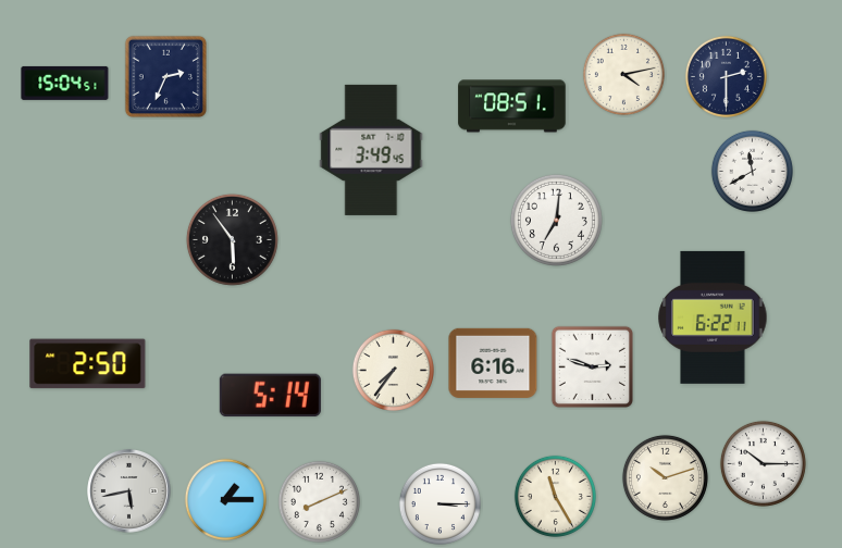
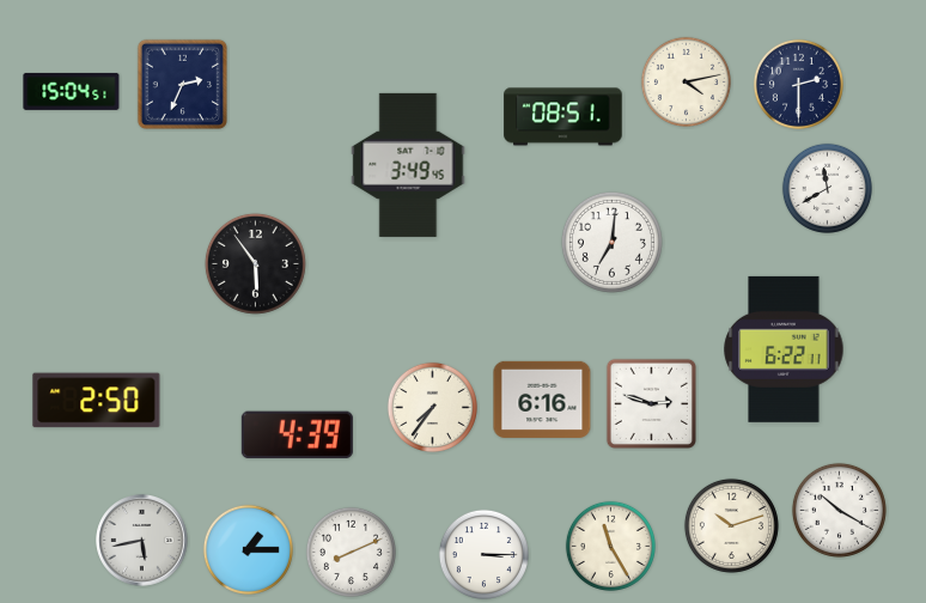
clock at (270, 396): 5:14 -> 4:39
clock at (763, 463): 10:15 -> 10:20
